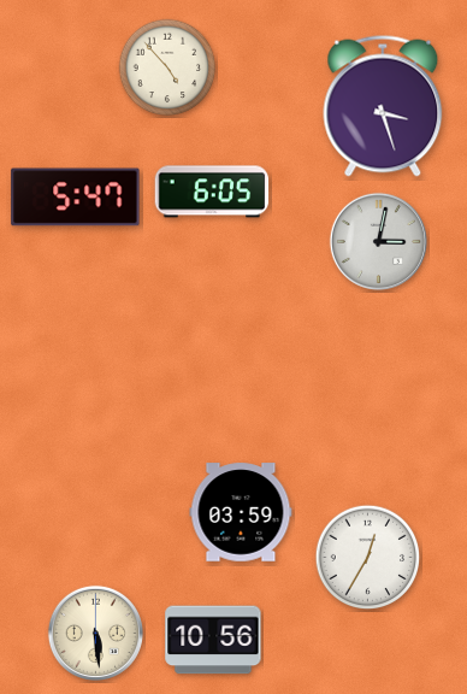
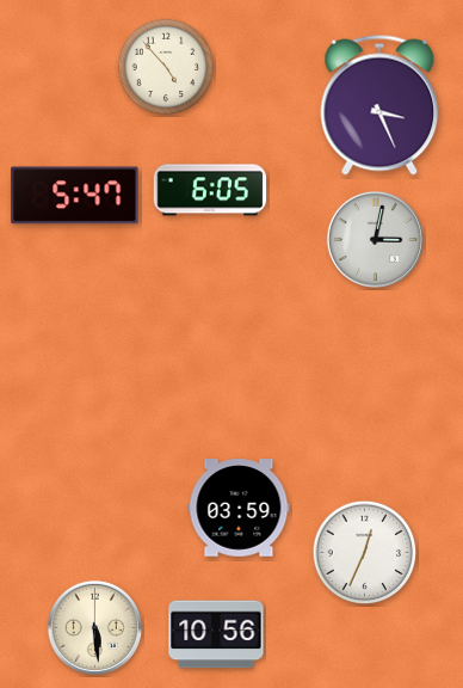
clock at (383, 106): 3:27 -> 3:26
clock at (368, 558): 12:35 -> 12:34
clock at (213, 640) position: (213, 640) -> (216, 634)
